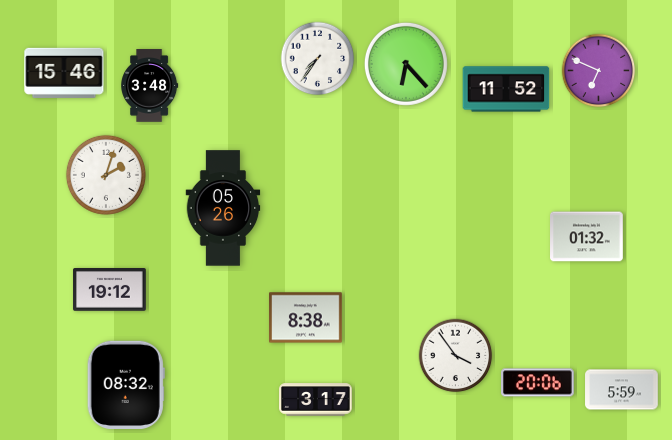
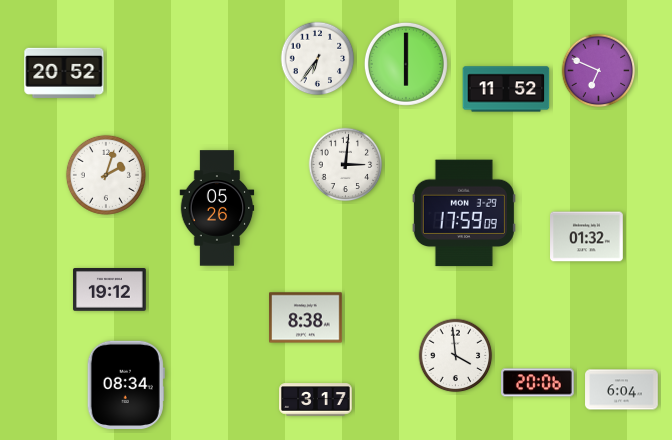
clock at (318, 59): 7:36 -> 6:36
clock at (406, 64): 6:23 -> 6:00
clock at (64, 73): 15:46 -> 20:52
clock at (150, 86): 3:48 -> none
clock at (346, 165): none -> 3:01
clock at (223, 208) position: (223, 208) -> (217, 208)
clock at (464, 213): none -> 17:59
clock at (456, 356): 3:54 -> 3:59
clock at (126, 384): 08:32 -> 08:34
clock at (622, 390): 5:59 -> 6:04
